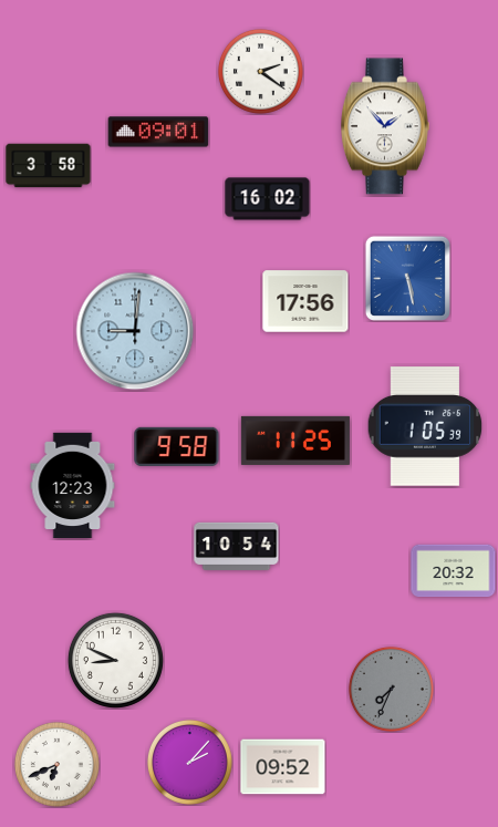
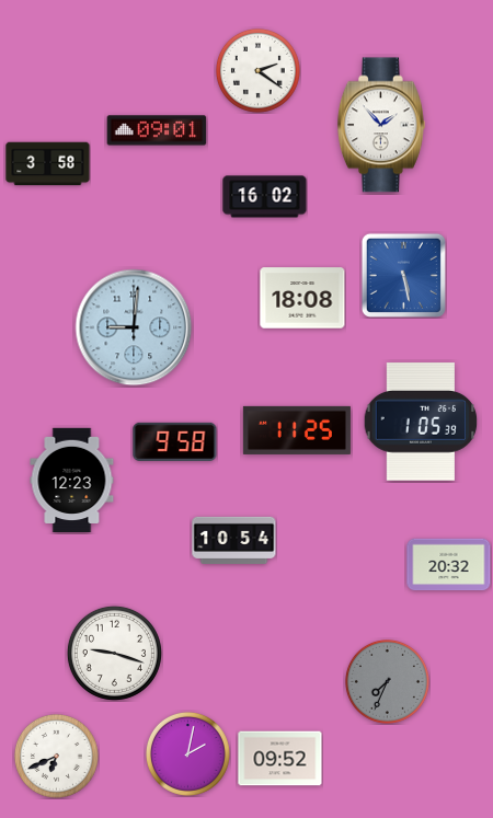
clock at (305, 301): 17:56 -> 18:08
clock at (295, 441) position: (295, 441) -> (297, 430)
clock at (115, 660): 8:49 -> 9:18
clock at (189, 762): 2:07 -> 2:02
